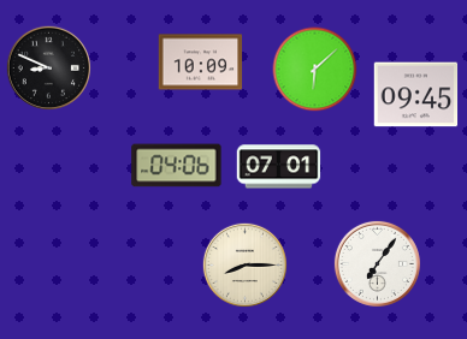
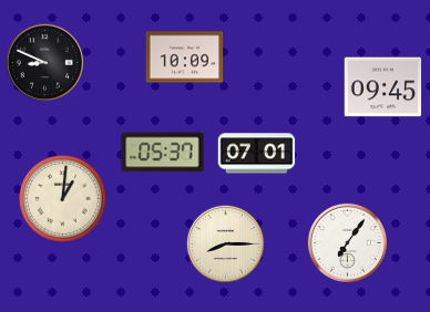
clock at (315, 70): 6:08 -> none
clock at (177, 166): 04:06 -> 05:37
clock at (63, 199): none -> 1:01
